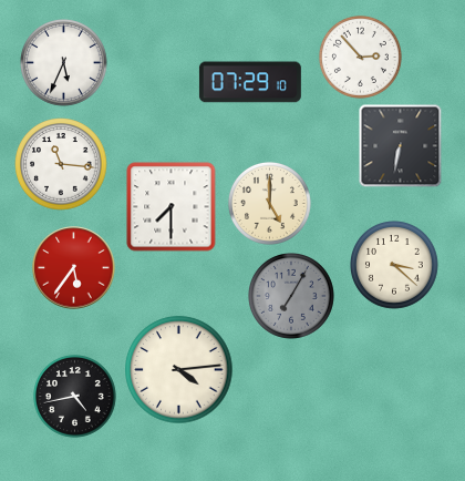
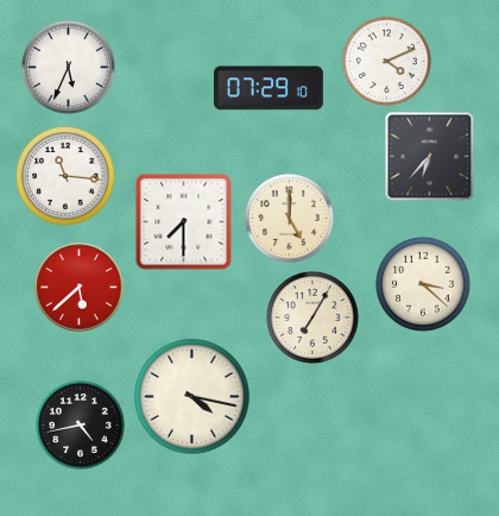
clock at (360, 57): 2:53 -> 4:11
clock at (401, 146): 6:32 -> 6:37
clock at (74, 268): 5:36 -> 5:38
clock at (292, 297) dial: grey -> cream
clock at (179, 370): 4:14 -> 4:17
